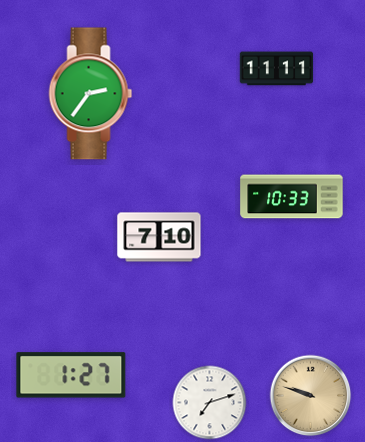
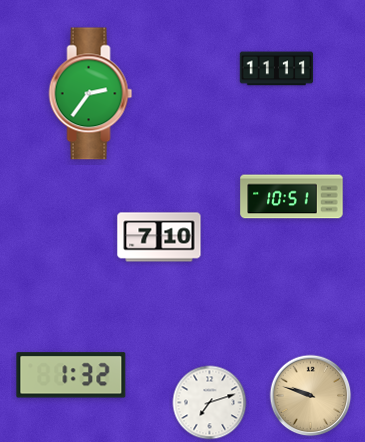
clock at (292, 197): 10:33 -> 10:51
clock at (71, 375): 1:27 -> 1:32
